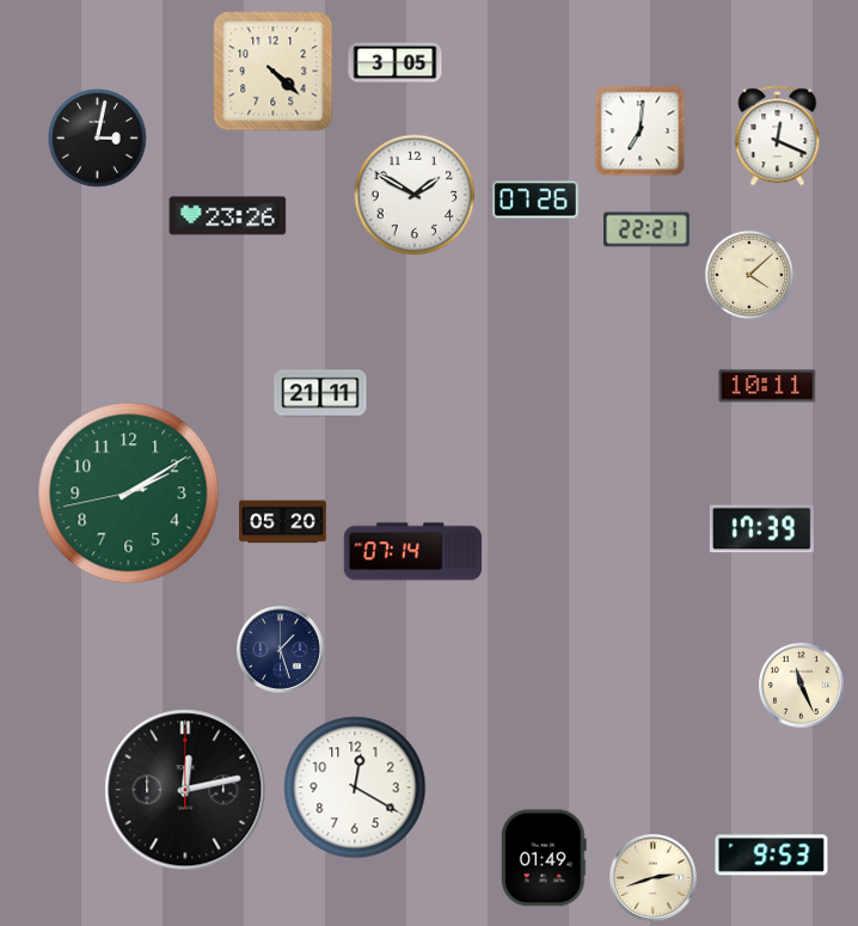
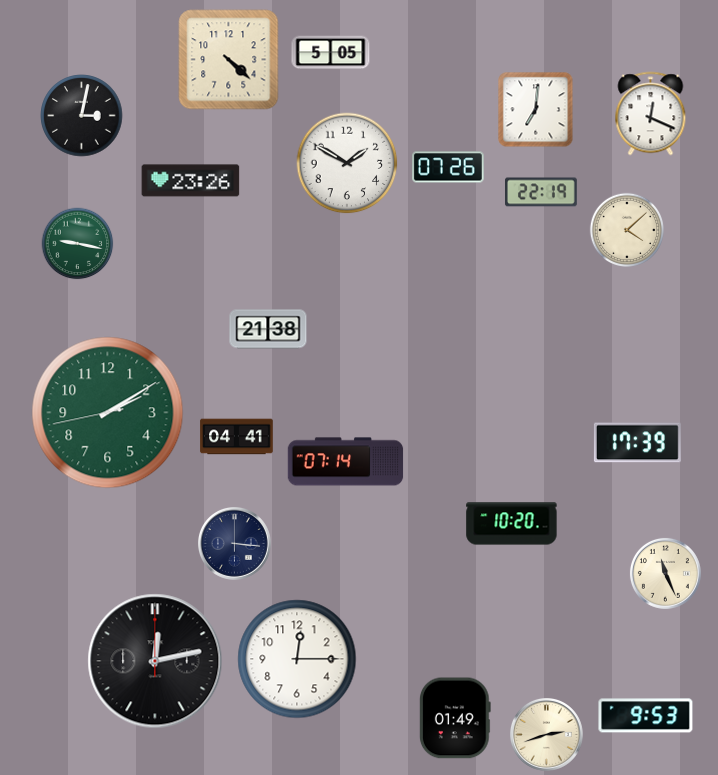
clock at (396, 63): 3:05 -> 5:05
clock at (648, 229): 22:21 -> 22:19
clock at (78, 244): none -> 9:17
clock at (767, 386): 10:11 -> none
clock at (320, 393): 21:11 -> 21:38
clock at (283, 522): 05:20 -> 04:41
clock at (512, 524): none -> 10:20
clock at (281, 650): 1:27 -> 3:16
clock at (801, 685) position: (801, 685) -> (665, 573)
clock at (355, 787): 12:20 -> 12:15
